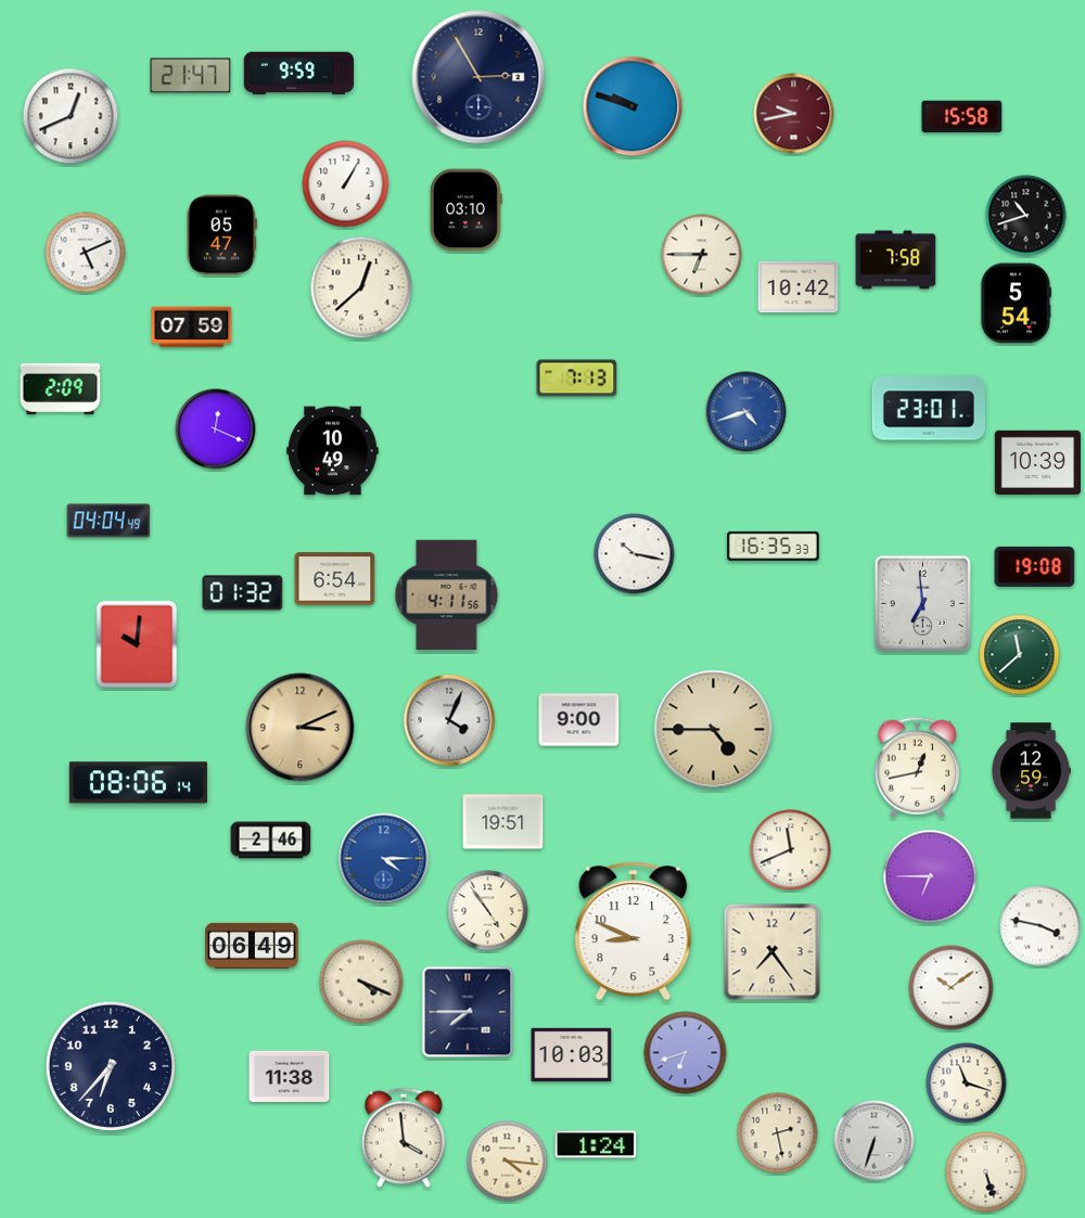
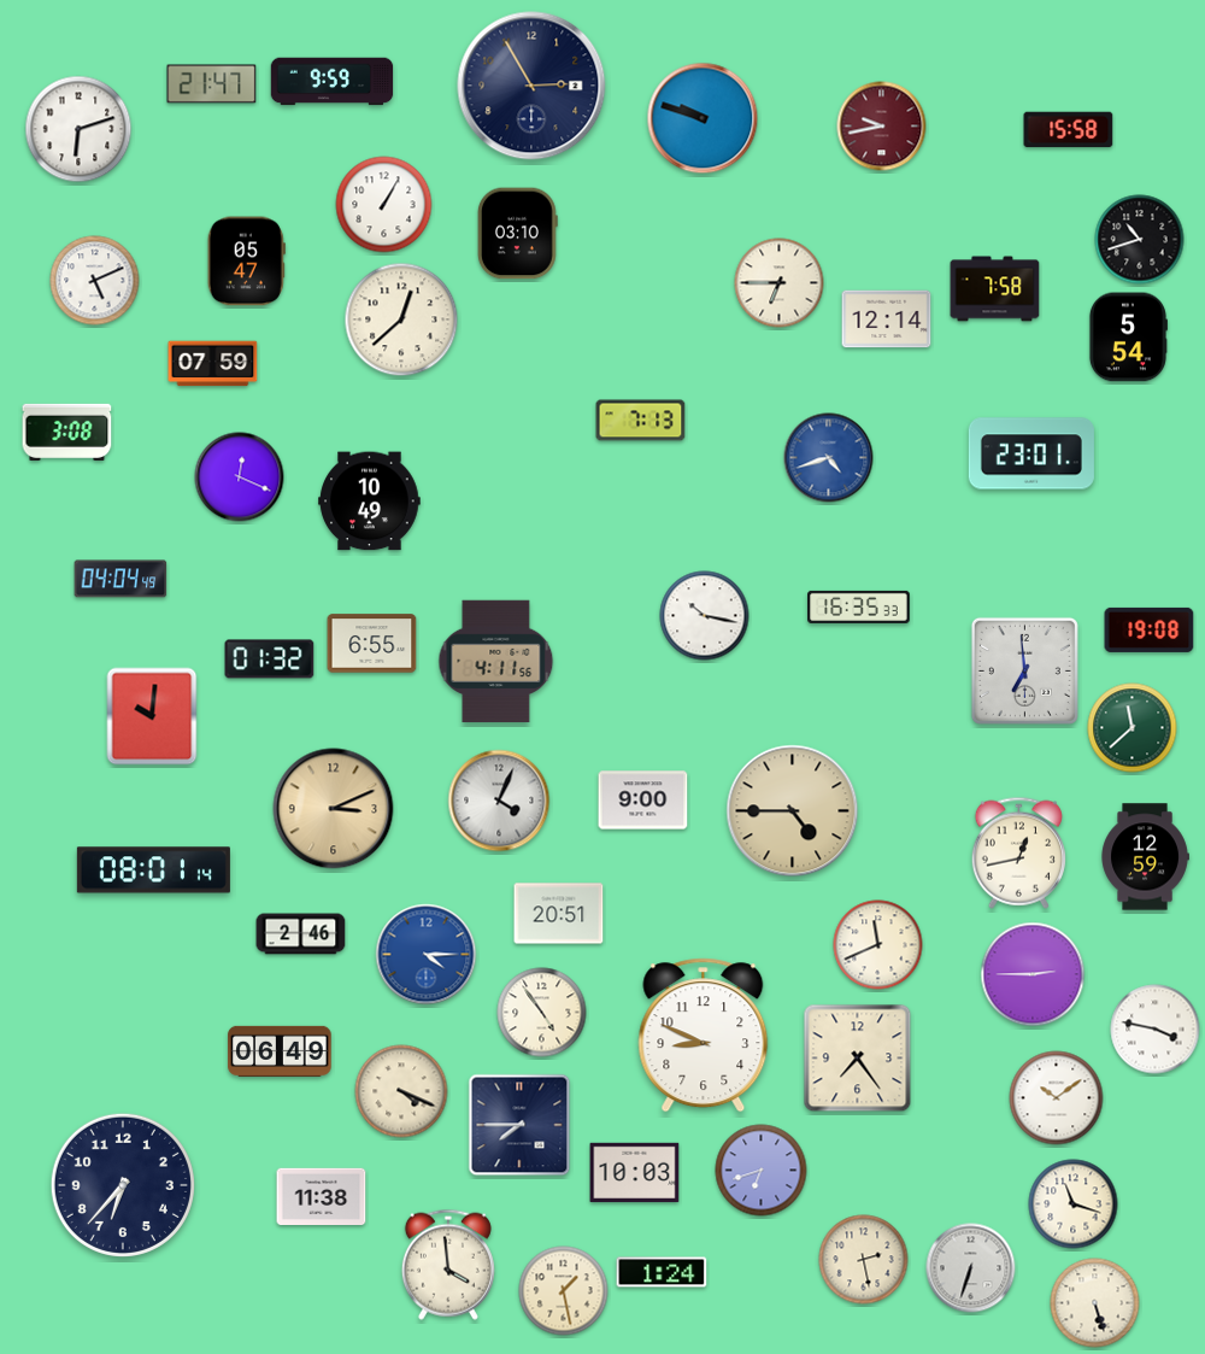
clock at (71, 116): 12:41 -> 6:12
clock at (799, 287): 10:42 -> 12:14
clock at (61, 388): 2:09 -> 3:08
clock at (1037, 462): 10:39 -> none
clock at (335, 579): 6:54 -> 6:55
clock at (138, 783): 08:06 -> 08:01
clock at (503, 822): 19:51 -> 20:51
clock at (930, 876): 6:45 -> 2:45
clock at (508, 1162): 4:16 -> 1:28
